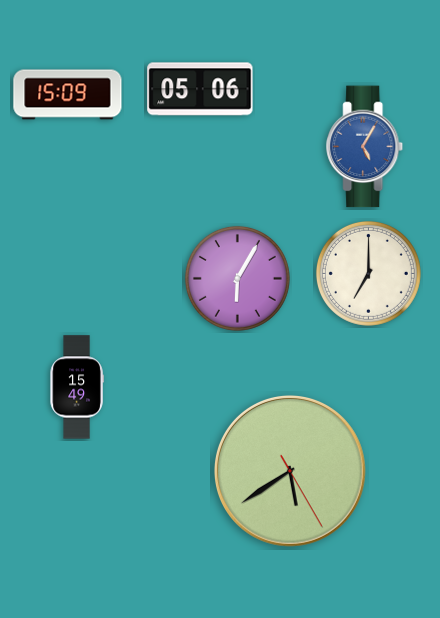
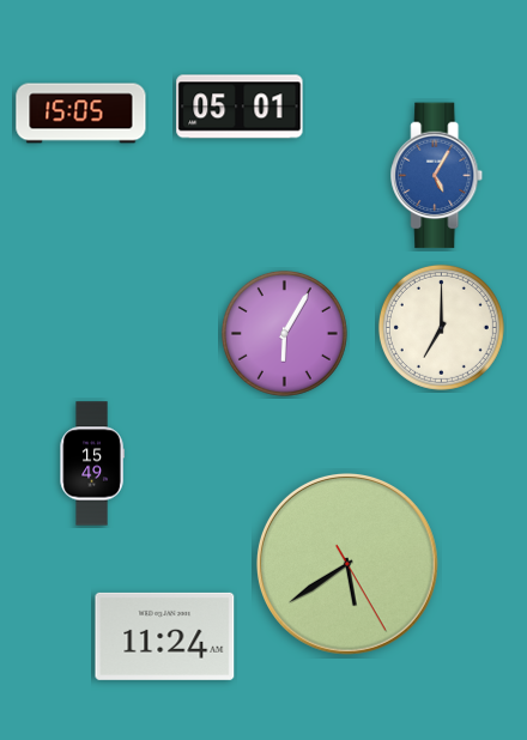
clock at (200, 89): 05:06 -> 05:01
clock at (68, 95): 15:09 -> 15:05
clock at (165, 636): none -> 11:24
